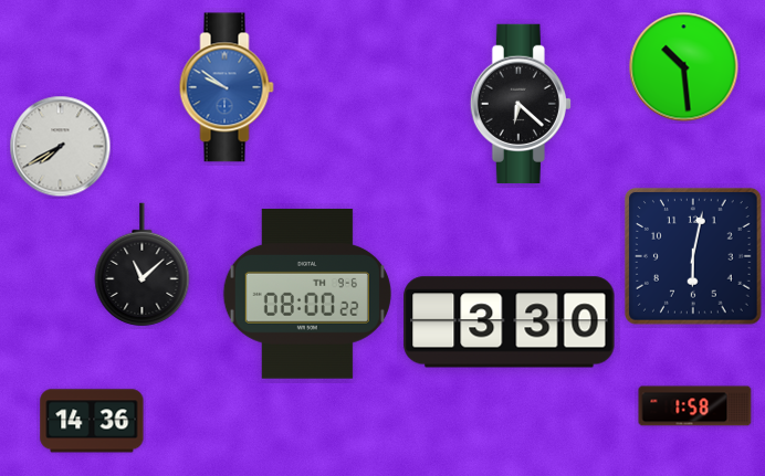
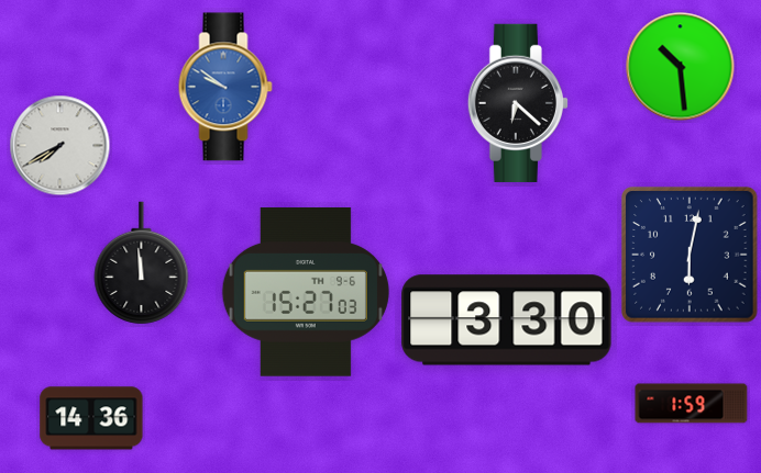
clock at (143, 265): 11:08 -> 11:59
clock at (307, 295): 08:00 -> 15:27
clock at (695, 406): 1:58 -> 1:59
